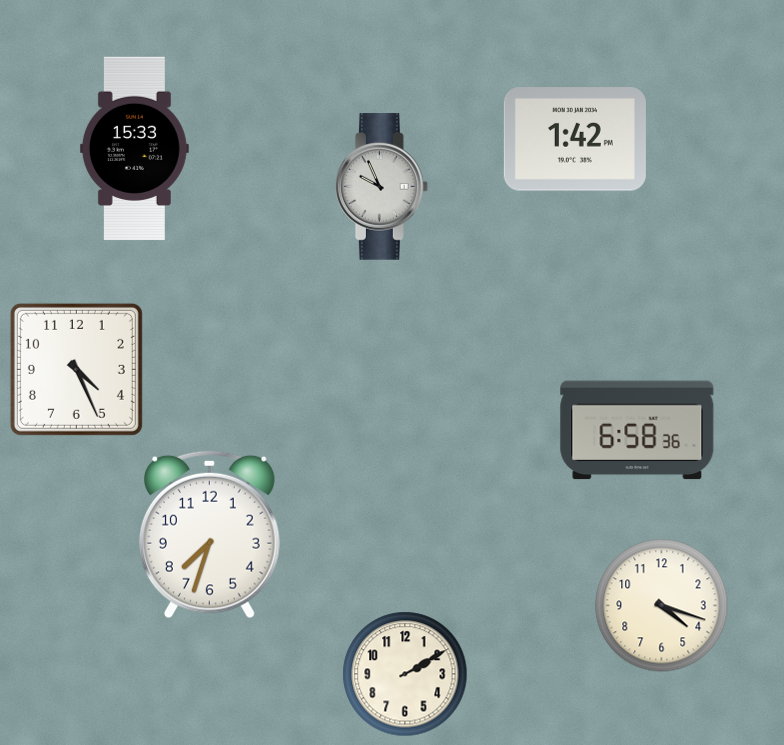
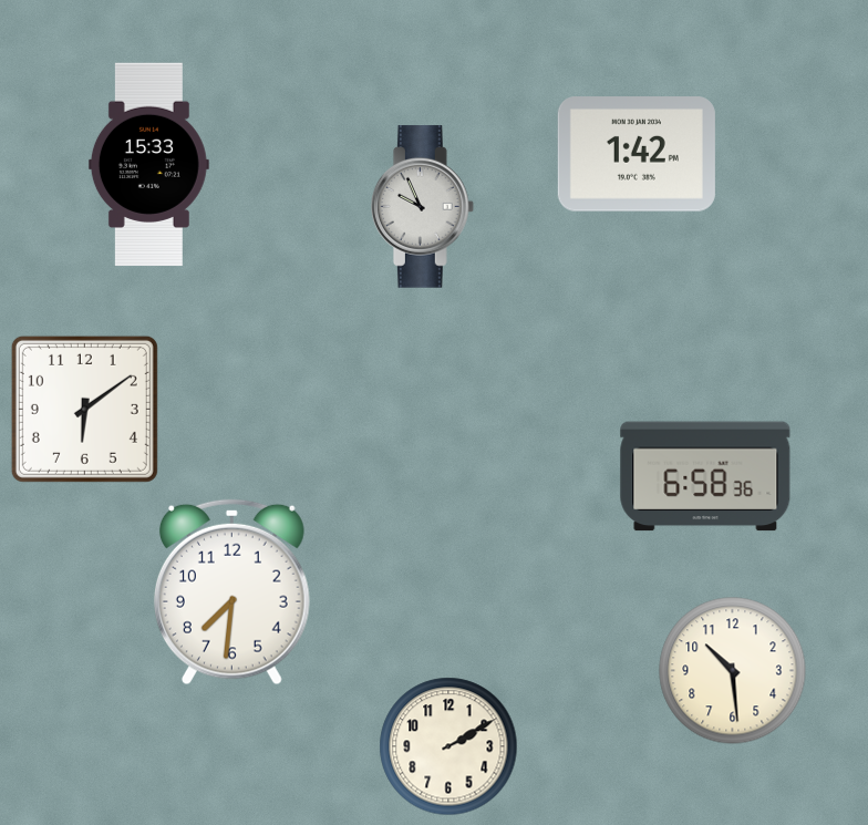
clock at (76, 369): 4:26 -> 6:09
clock at (209, 535): 7:33 -> 7:31
clock at (662, 606): 4:18 -> 10:29
